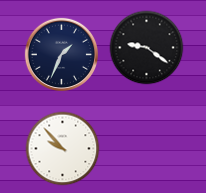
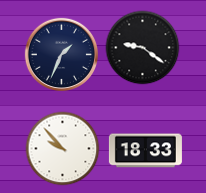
clock at (147, 48) position: (147, 48) -> (143, 48)
clock at (145, 151): none -> 18:33
